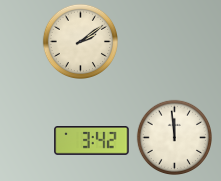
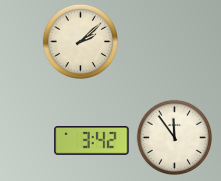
clock at (81, 42): 2:09 -> 2:08
clock at (175, 138): 11:59 -> 11:54
